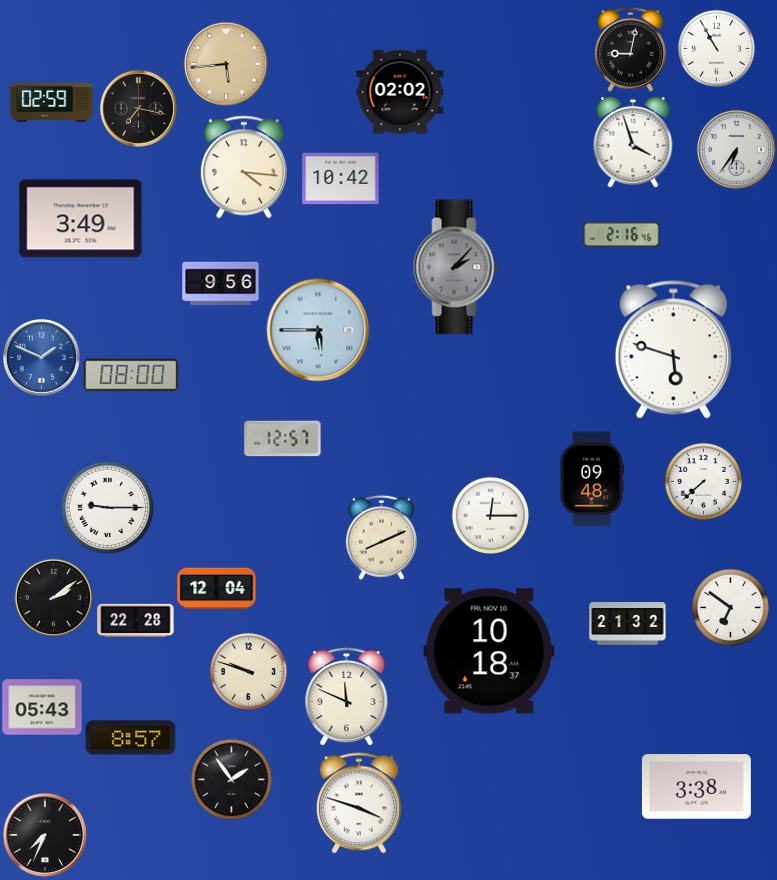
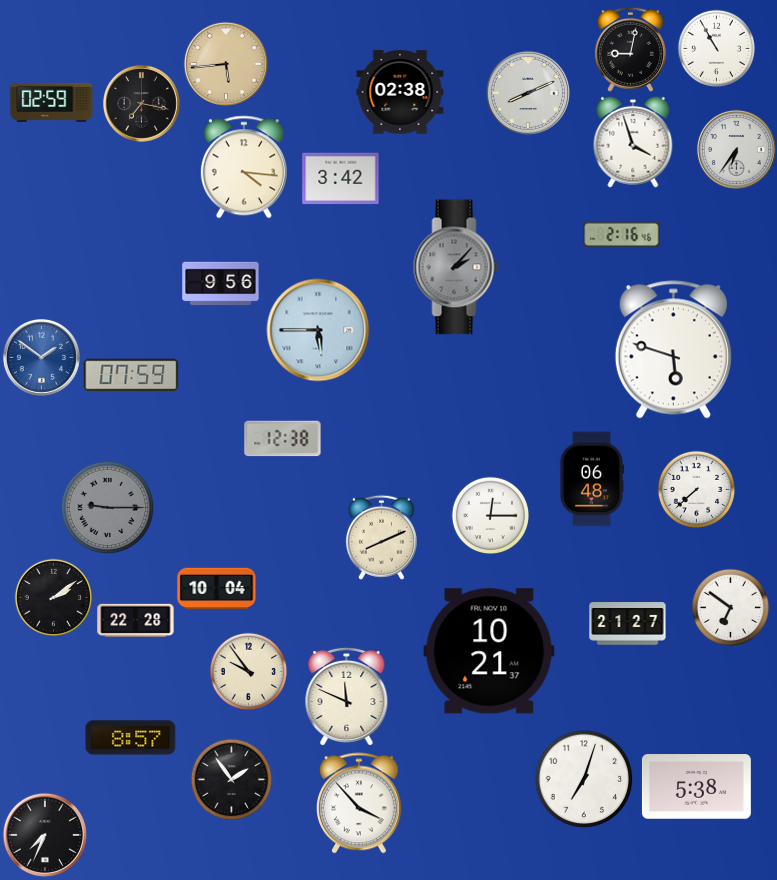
clock at (400, 92): 02:02 -> 02:38
clock at (528, 93): none -> 8:11
clock at (138, 108) position: (138, 108) -> (141, 103)
clock at (341, 179): 10:42 -> 3:42
clock at (81, 219): 3:49 -> none
clock at (41, 357): 1:49 -> 1:51
clock at (131, 375): 08:00 -> 07:59
clock at (283, 439): 12:57 -> 12:38
clock at (591, 479): 09:48 -> 06:48
clock at (703, 481) position: (703, 481) -> (696, 489)
clock at (107, 507) dial: white -> grey
clock at (217, 589): 12:04 -> 10:04
clock at (628, 624): 21:32 -> 21:27
clock at (489, 651): 10:18 -> 10:21
clock at (248, 671): 9:48 -> 9:54
clock at (42, 707): 05:43 -> none
clock at (584, 779): none -> 7:03
clock at (696, 787): 3:38 -> 5:38
clock at (359, 803): 3:48 -> 3:53
